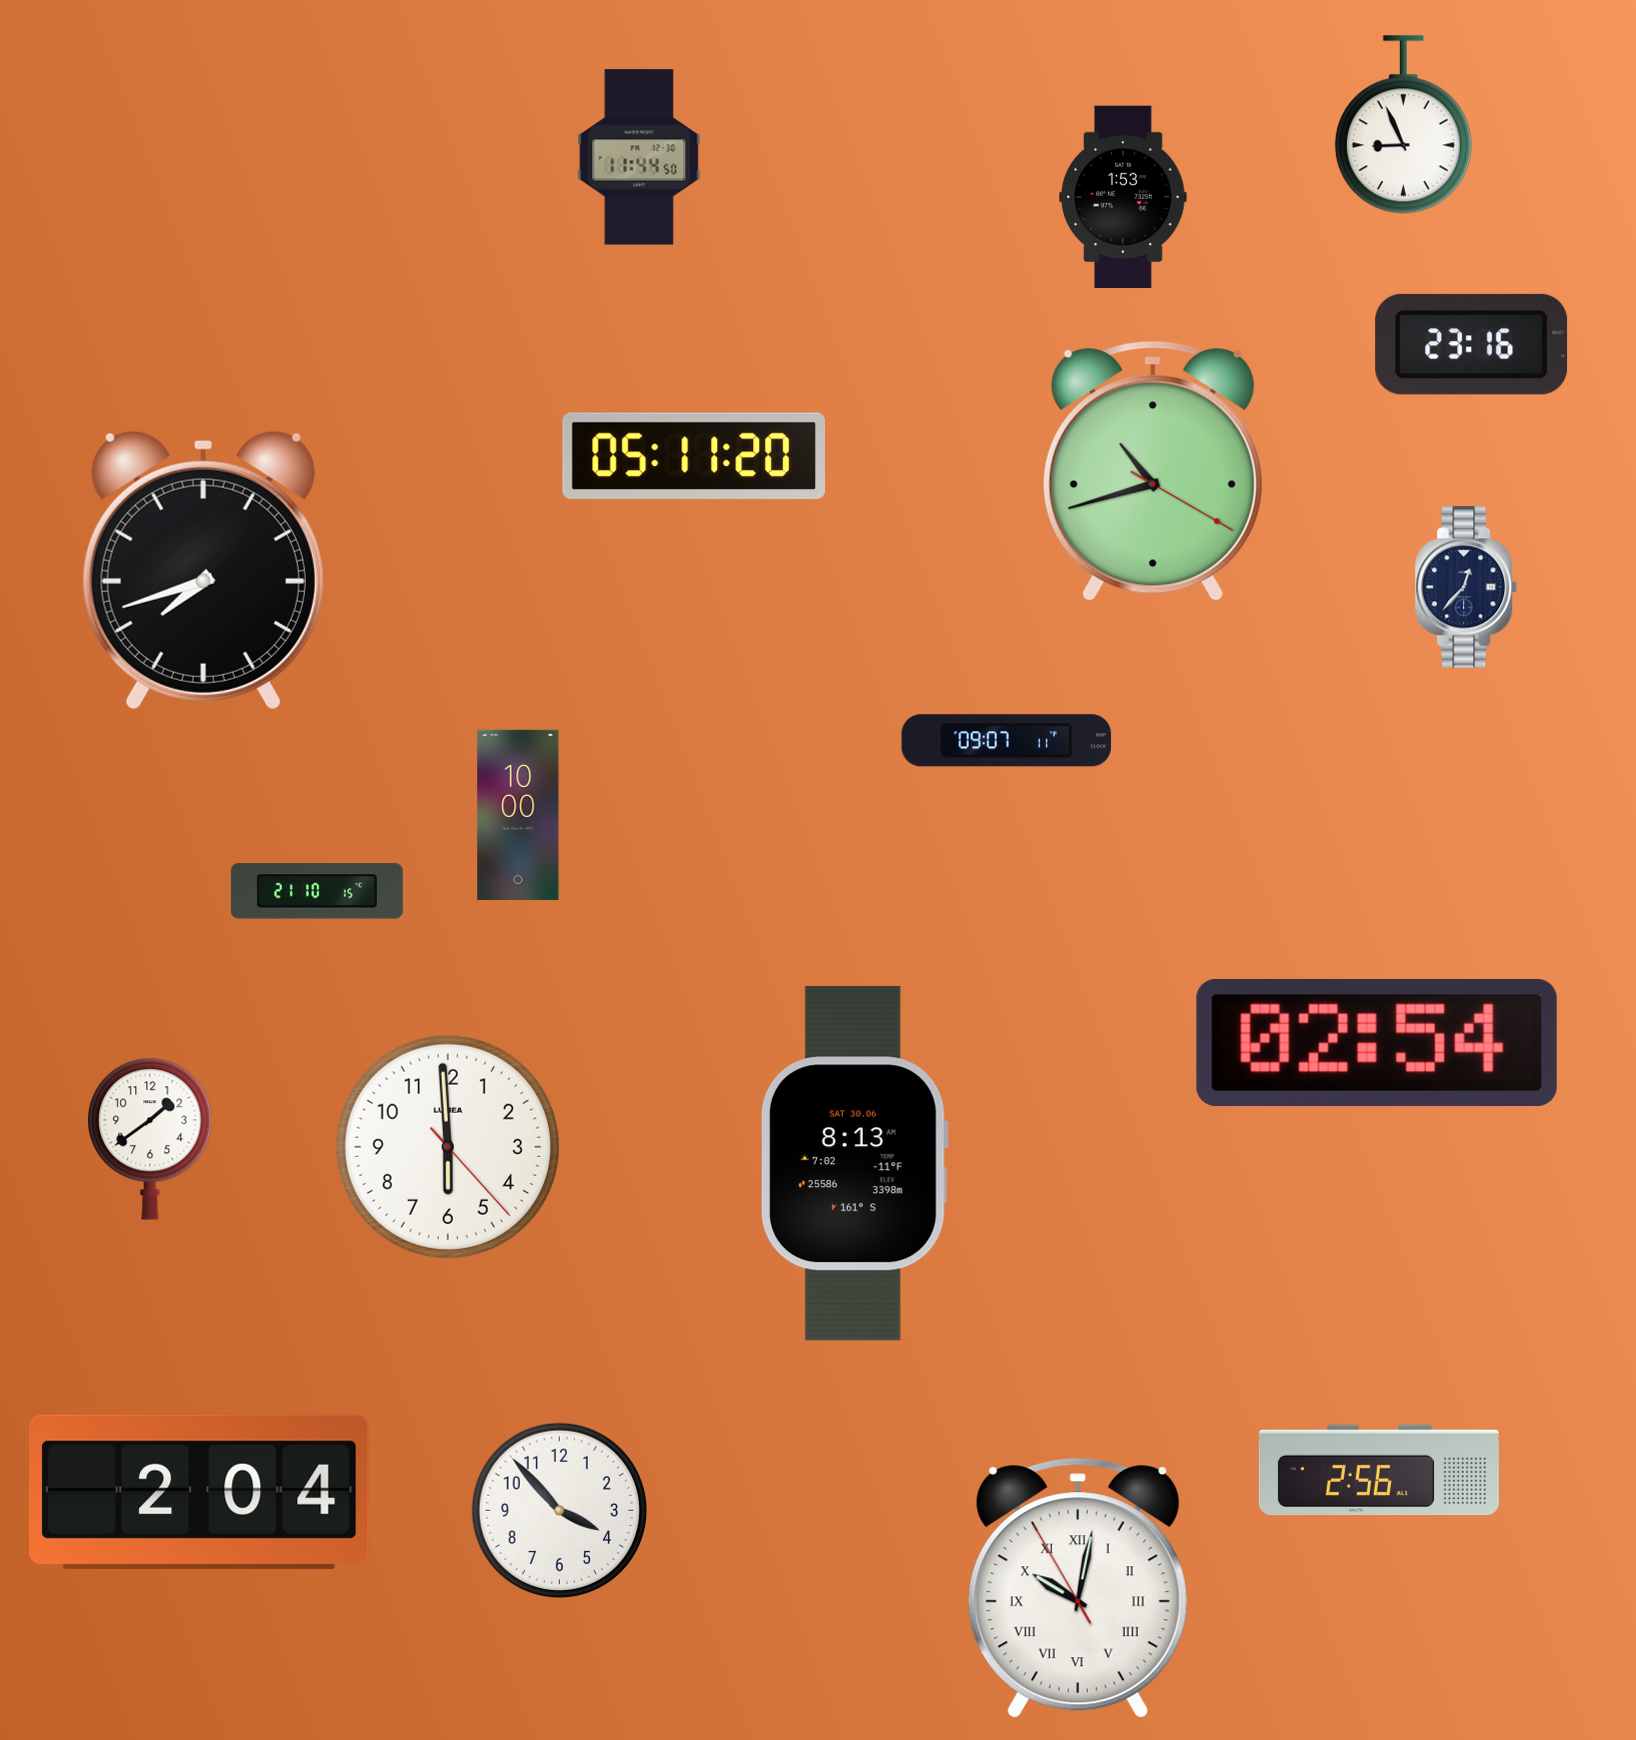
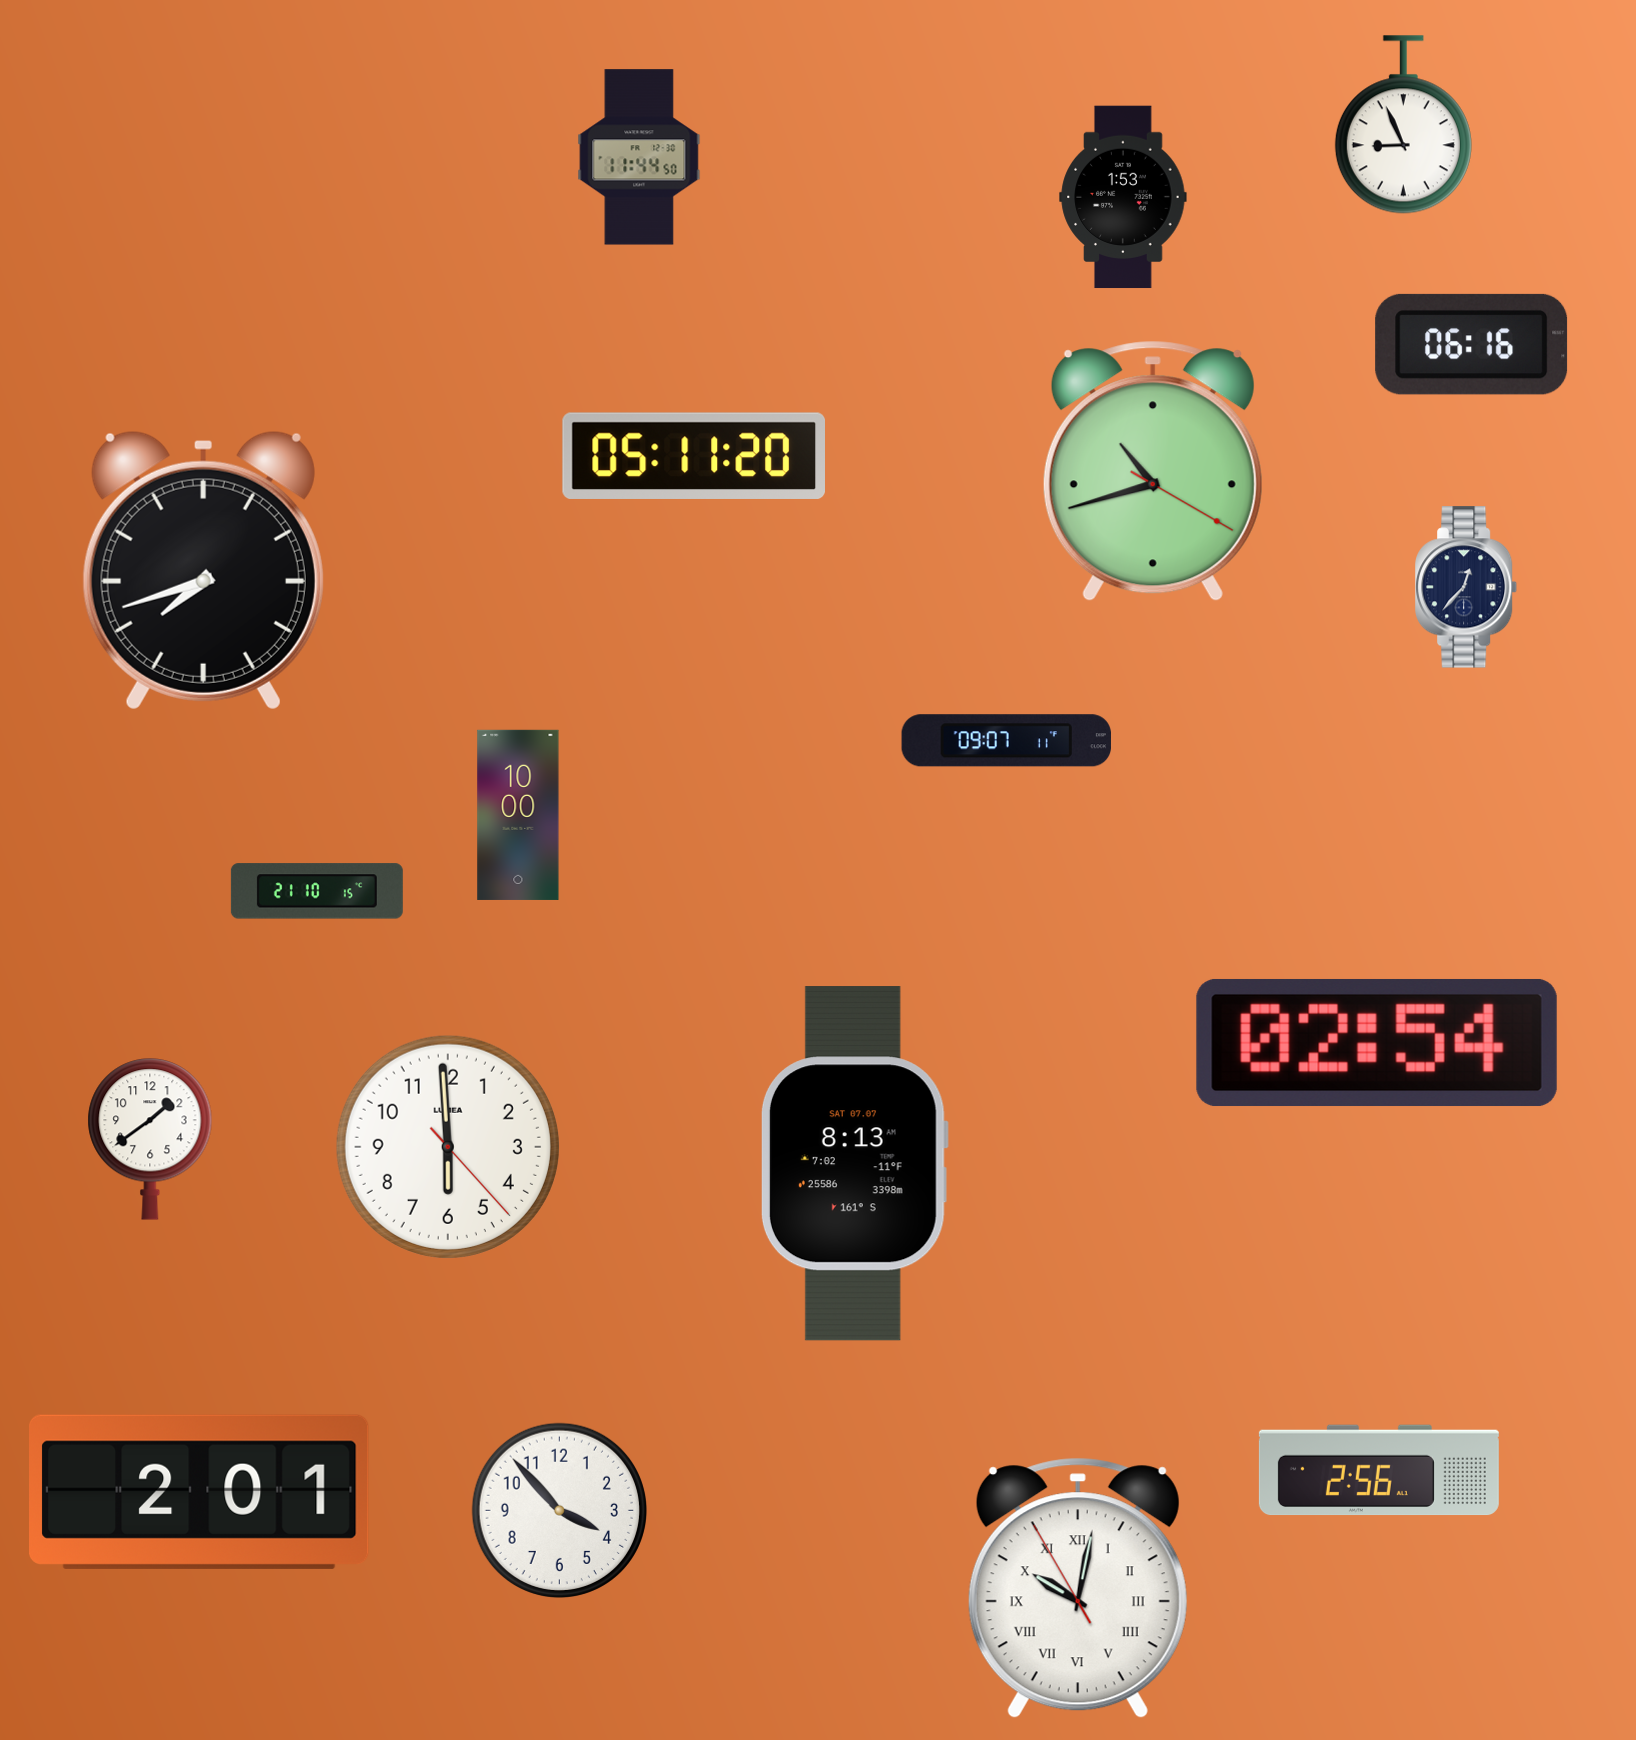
clock at (1472, 344): 23:16 -> 06:16
clock at (854, 1164) date: SAT 30.06 -> SAT 07.07
clock at (200, 1492): 2:04 -> 2:01
